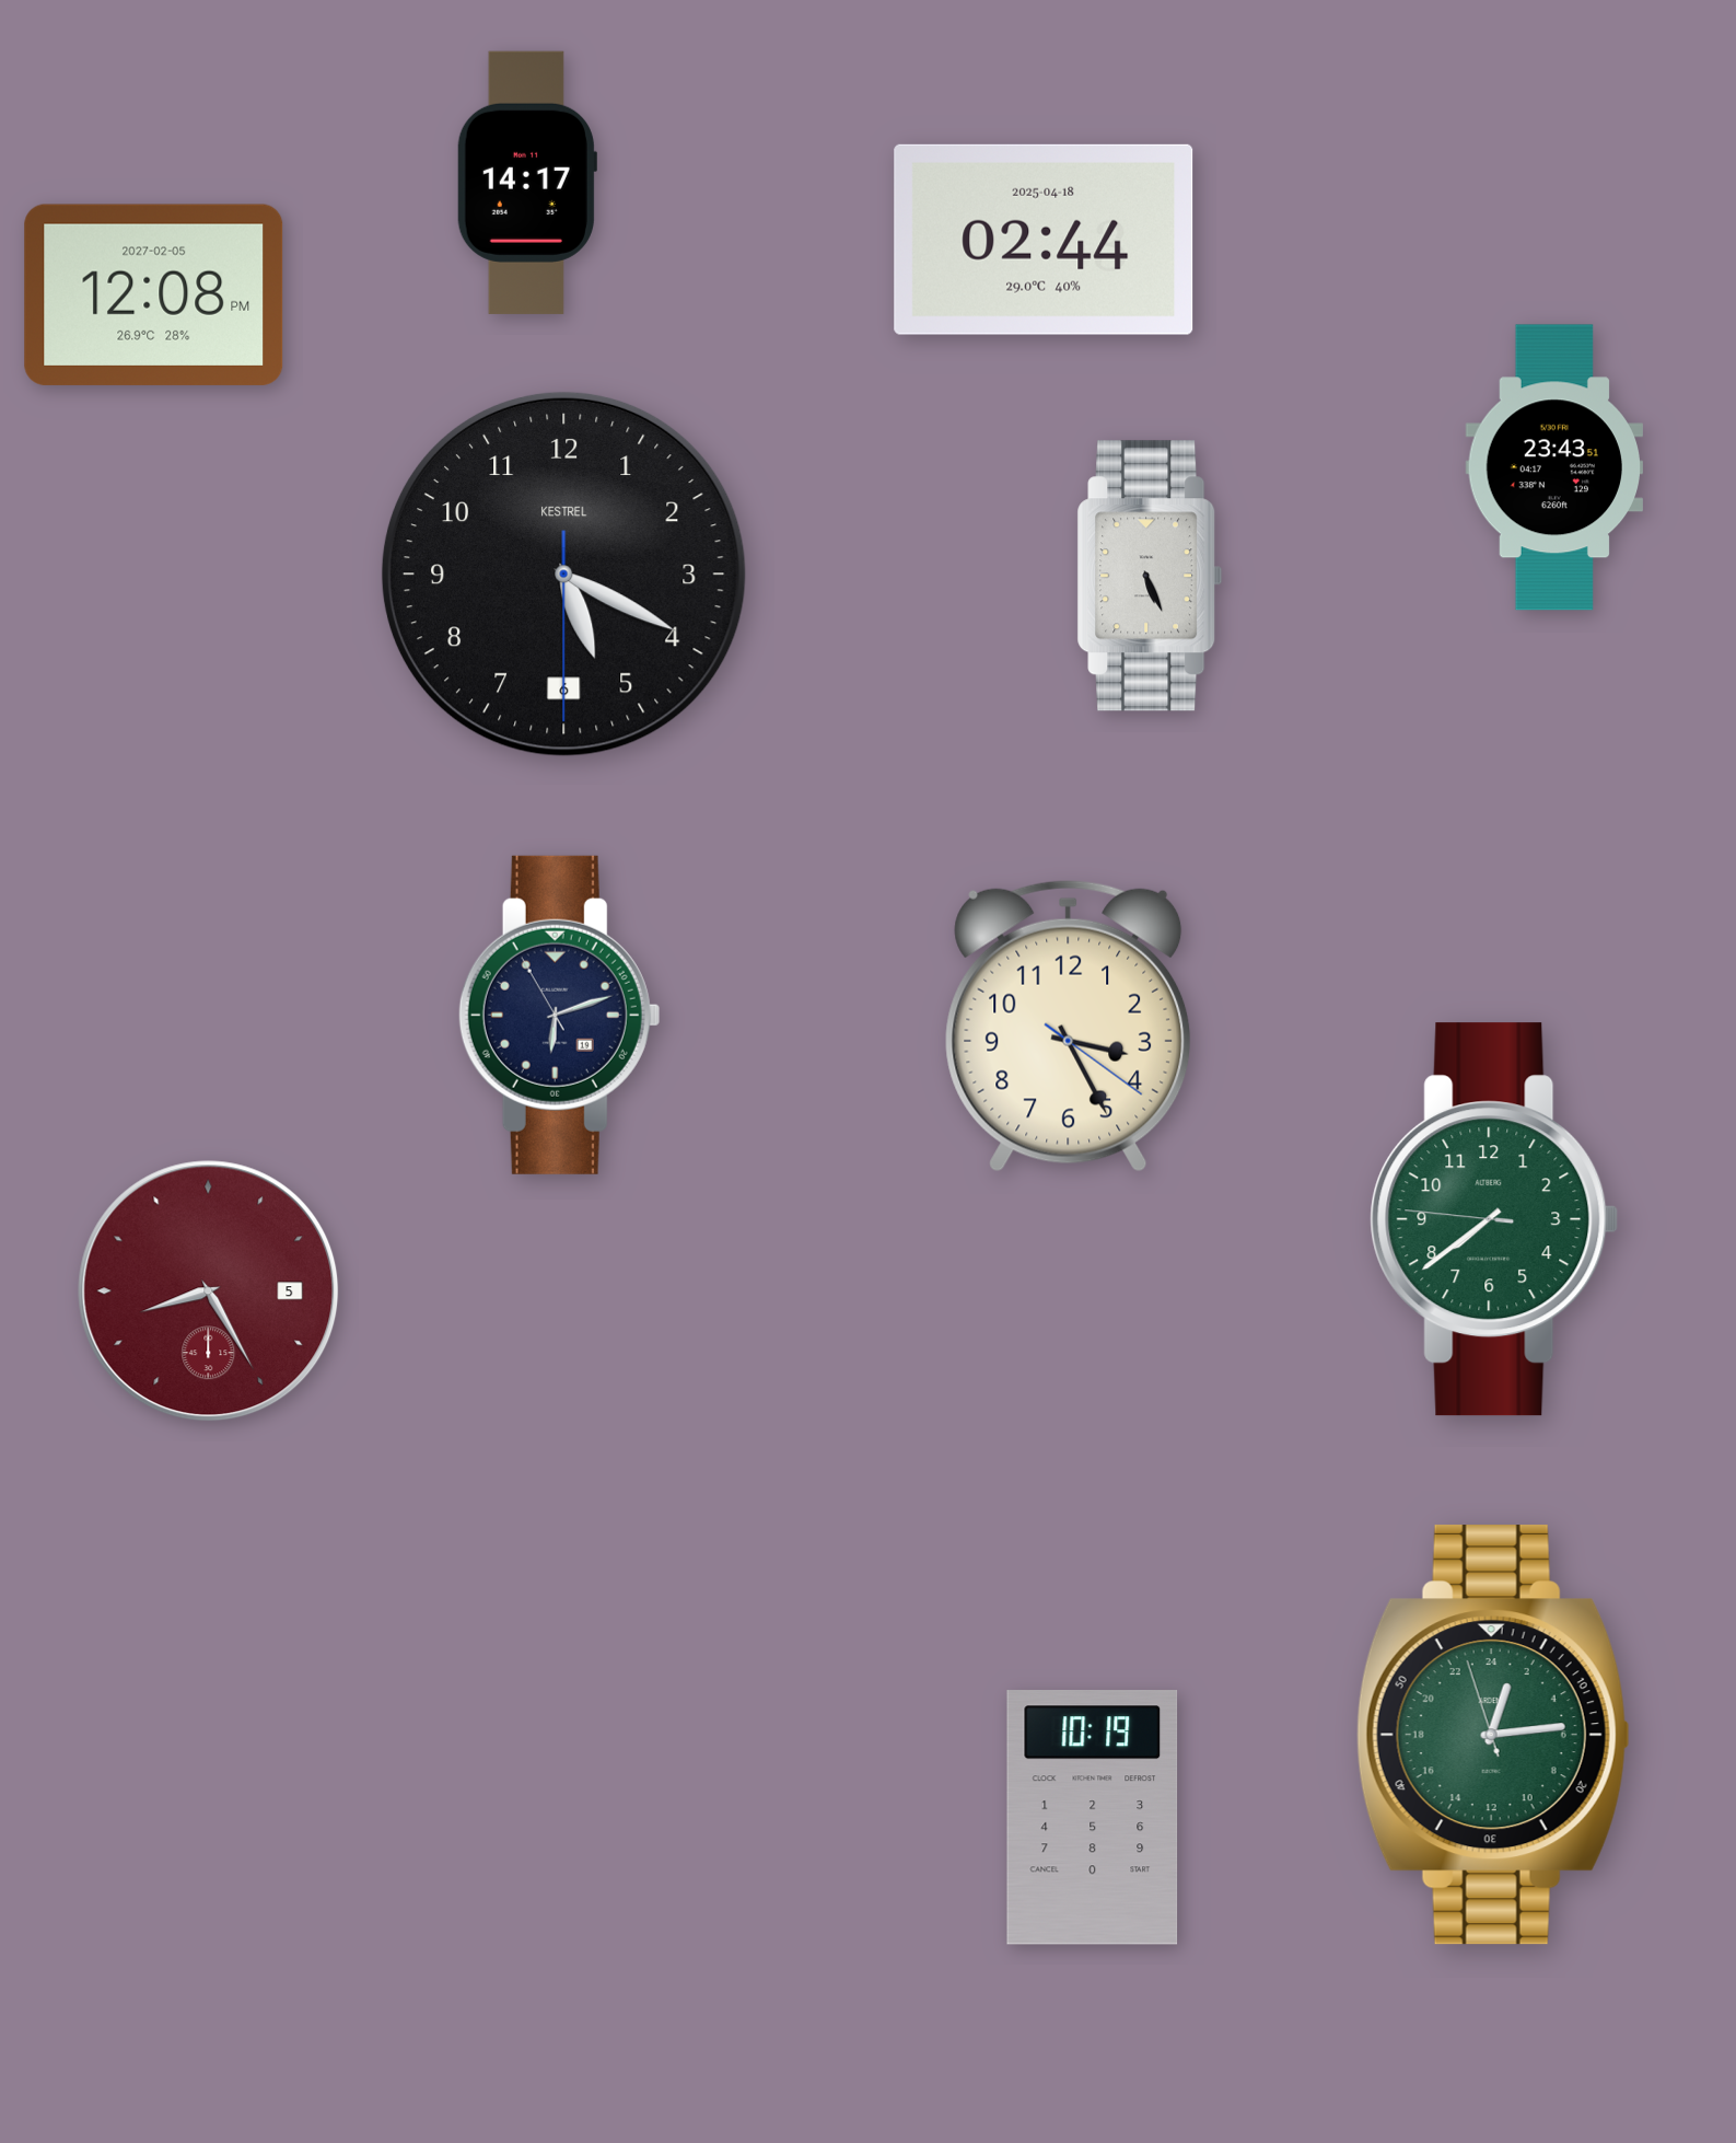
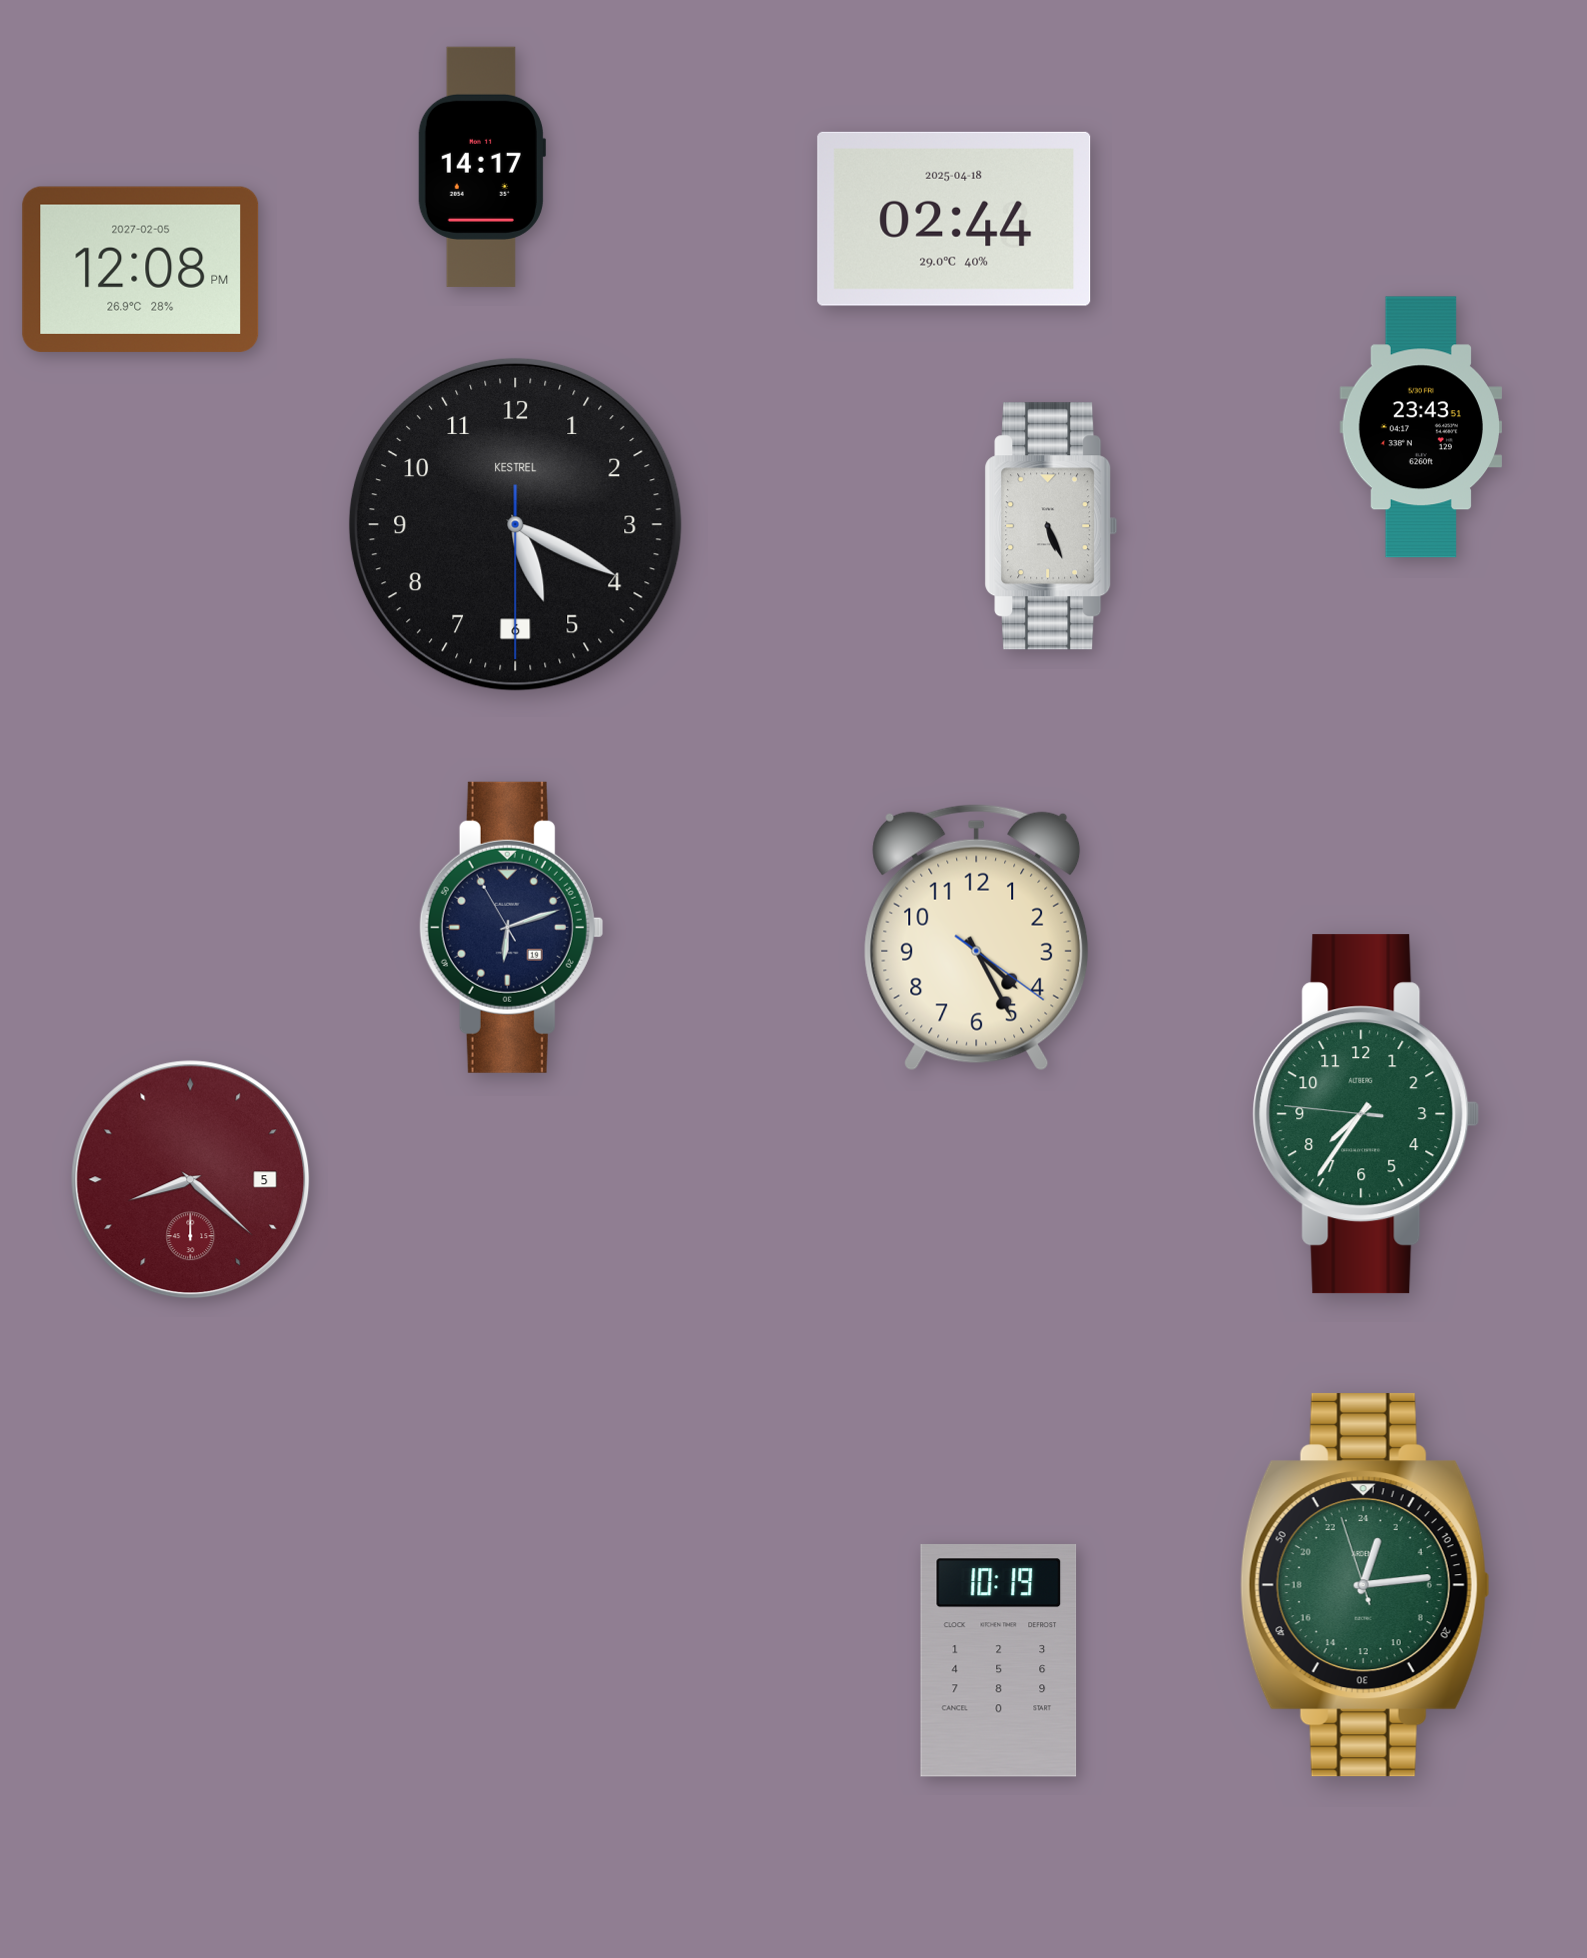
clock at (1069, 1026): 3:25 -> 4:25
clock at (1494, 1219): 7:38 -> 7:35
clock at (209, 1291): 8:25 -> 8:22
